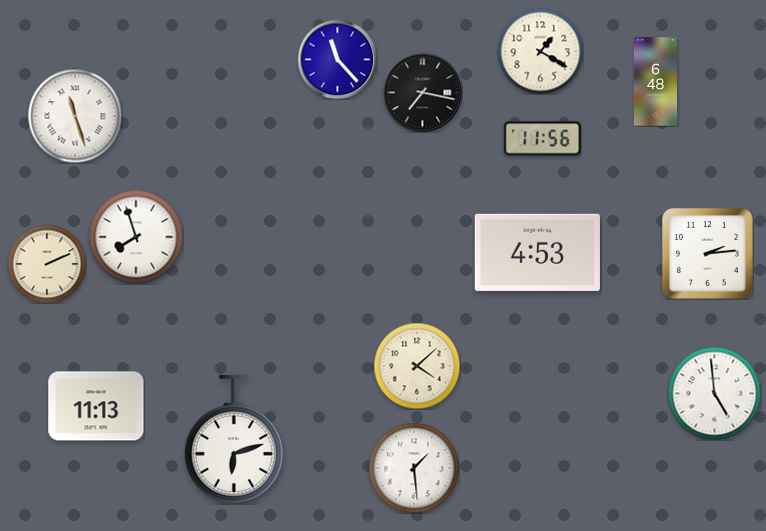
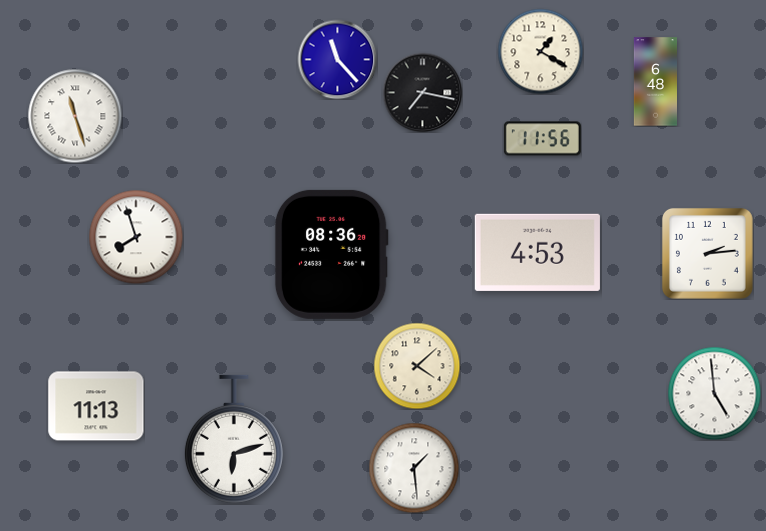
clock at (331, 254): none -> 08:36
clock at (47, 264): 2:11 -> none
